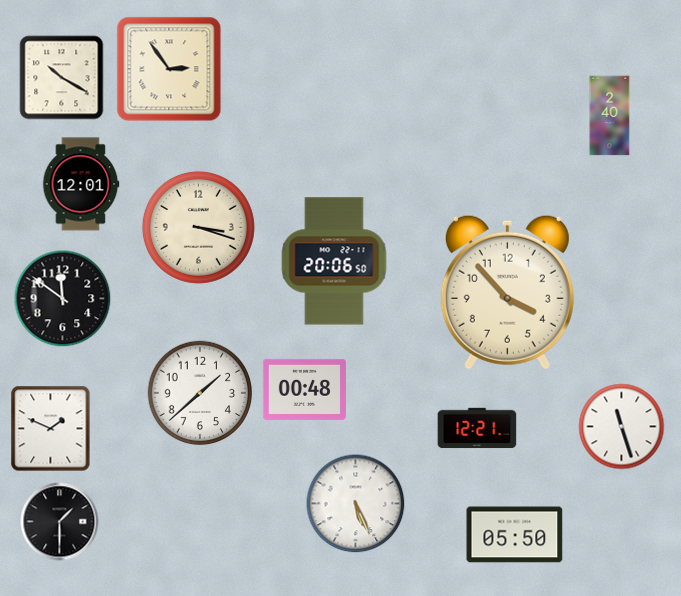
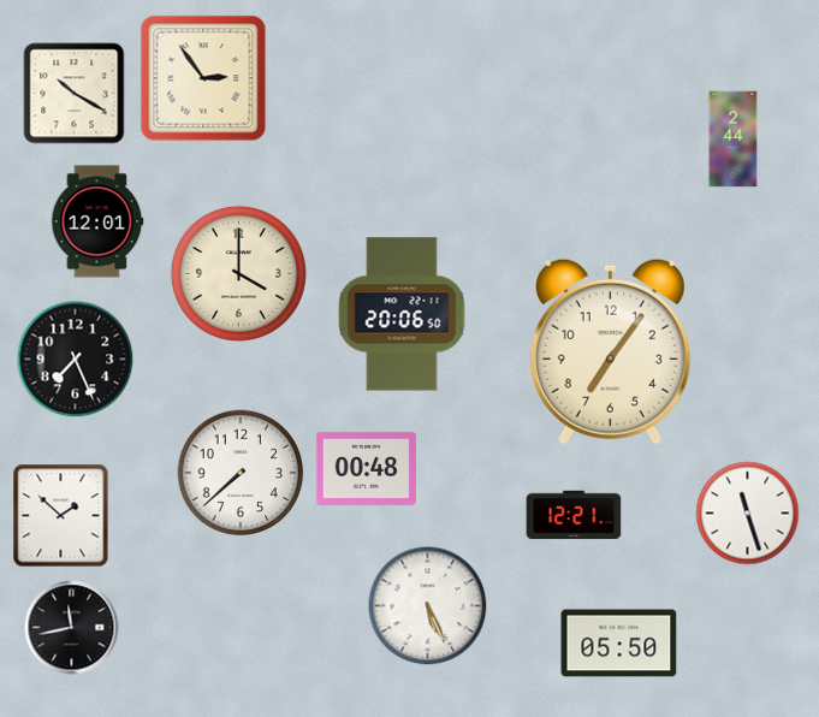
clock at (169, 69) position: (169, 69) -> (203, 78)
clock at (610, 116): 2:40 -> 2:44
clock at (198, 227): 3:18 -> 4:00
clock at (507, 292): 3:53 -> 7:06
clock at (63, 299): 11:51 -> 7:26
clock at (200, 393): 1:38 -> 7:38
clock at (51, 429): 1:49 -> 1:52
clock at (60, 522): 1:30 -> 11:43
